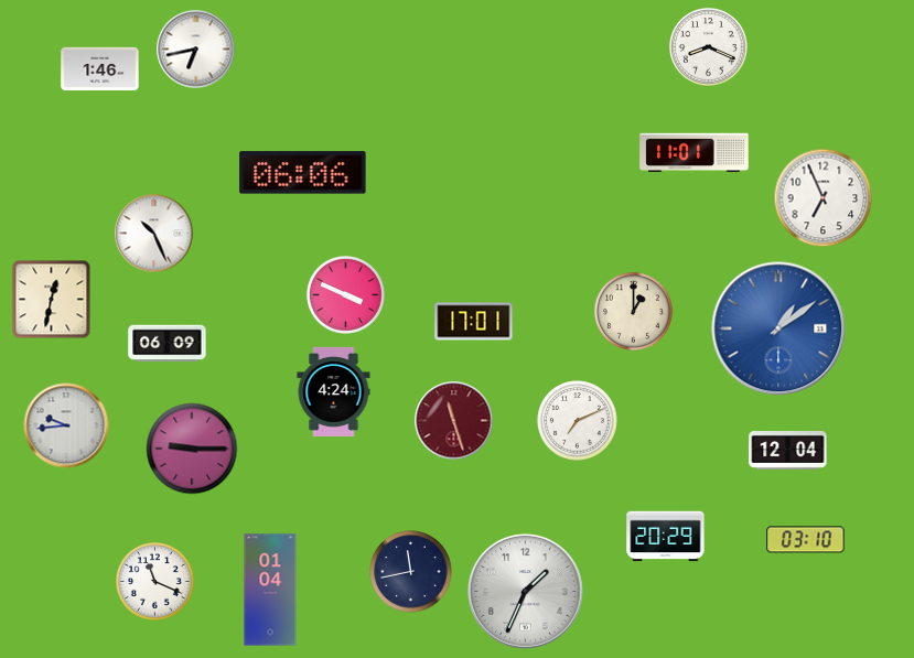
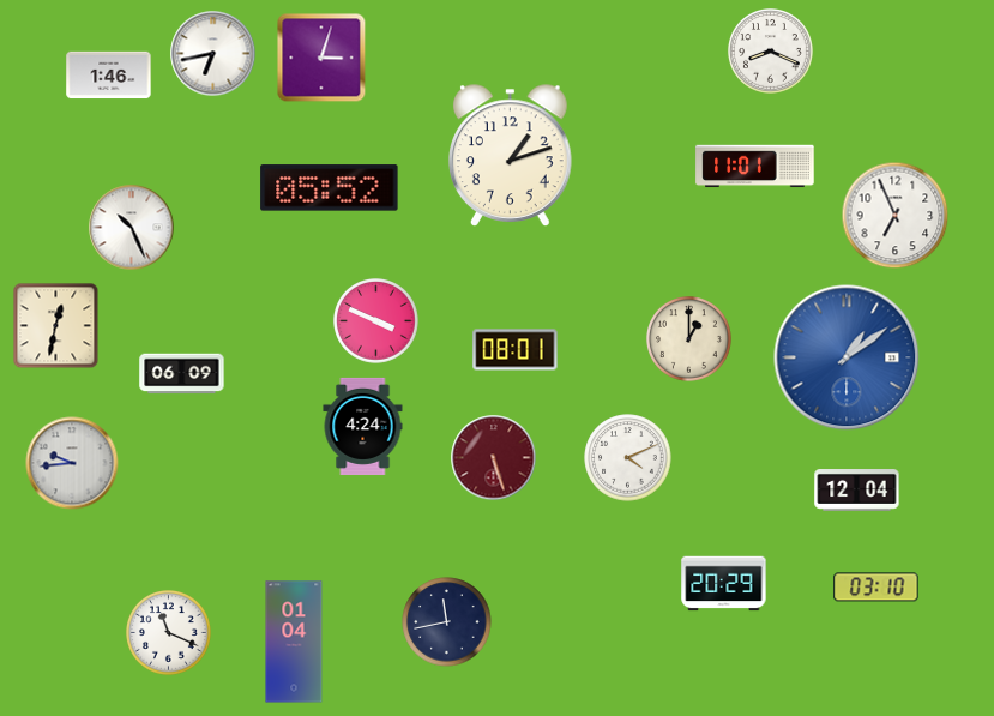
clock at (321, 58): none -> 3:03
clock at (511, 156): none -> 1:12
clock at (303, 173): 06:06 -> 05:52
clock at (154, 234) position: (154, 234) -> (132, 228)
clock at (474, 322): 17:01 -> 08:01
clock at (454, 421): 11:27 -> 5:27
clock at (578, 421): 7:11 -> 4:11
clock at (192, 449): 9:15 -> none
clock at (526, 592): 1:34 -> none
